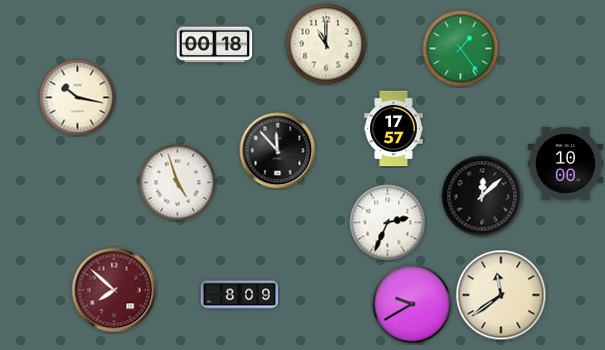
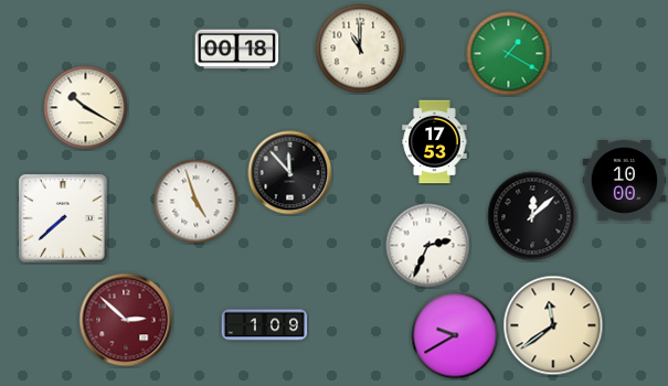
clock at (461, 49): 1:24 -> 1:20
clock at (78, 98): 10:17 -> 10:20
clock at (394, 129): 17:57 -> 17:53
clock at (278, 151) position: (278, 151) -> (290, 173)
clock at (63, 218): none -> 7:38
clock at (114, 290): 7:52 -> 2:52
clock at (240, 295): 8:09 -> 1:09
